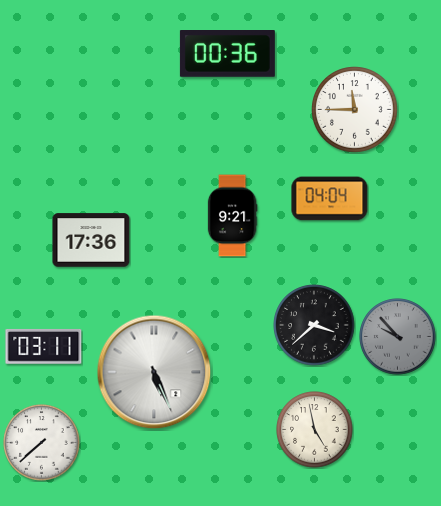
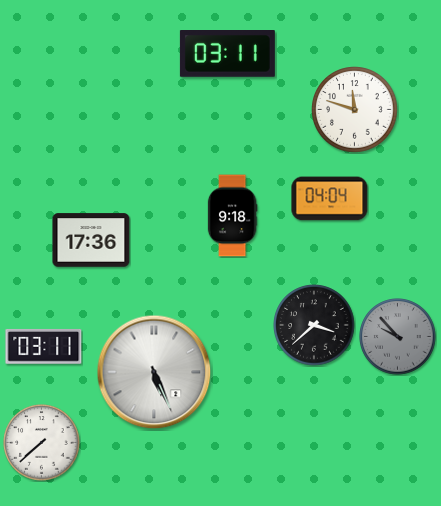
clock at (227, 54): 00:36 -> 03:11
clock at (355, 110): 11:45 -> 11:48
clock at (232, 216): 9:21 -> 9:18
clock at (315, 430): 4:58 -> none
